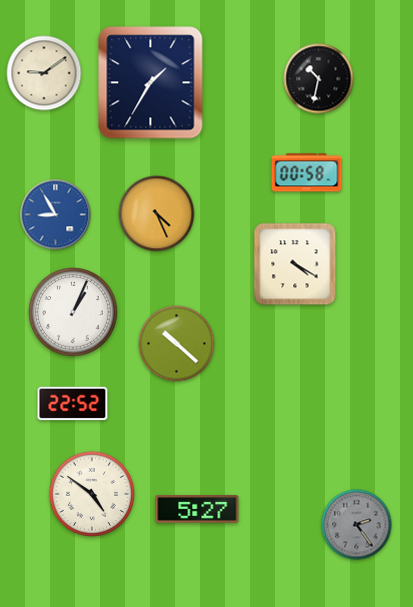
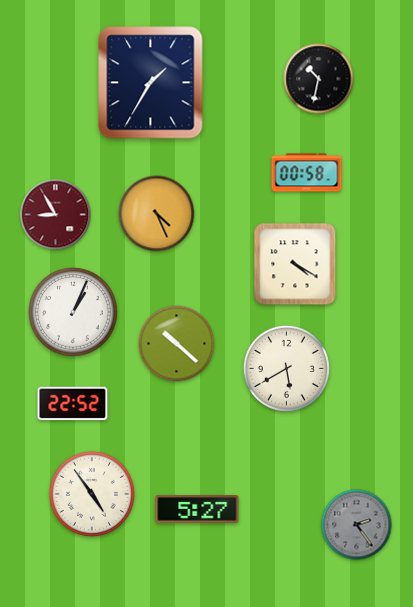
clock at (44, 73): 9:09 -> none
clock at (56, 215) dial: blue -> burgundy
clock at (286, 368): none -> 5:40
clock at (92, 494): 4:51 -> 4:54
